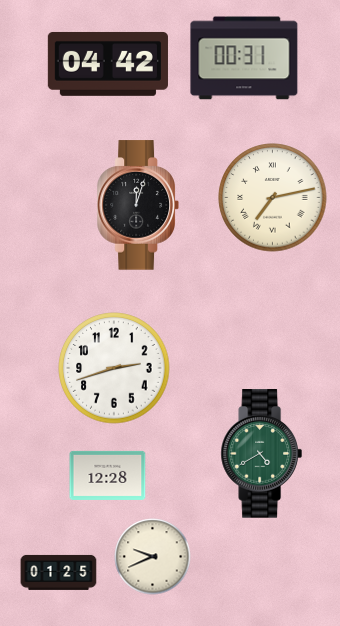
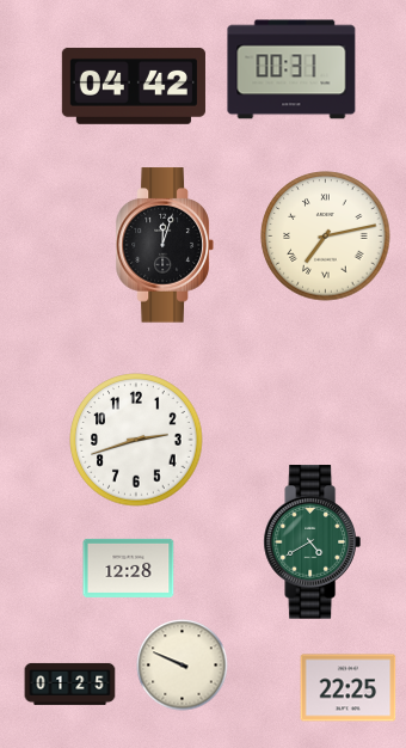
clock at (108, 64) position: (108, 64) -> (134, 86)
clock at (153, 557): 9:41 -> 9:49
clock at (349, 688): none -> 22:25
